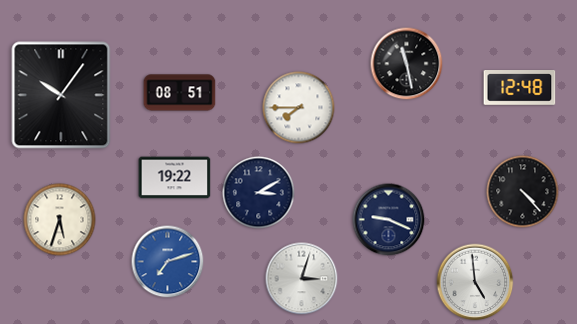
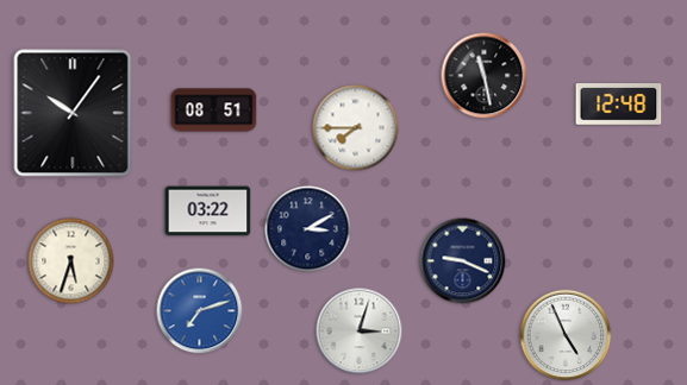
clock at (175, 178): 19:22 -> 03:22
clock at (523, 192): 4:23 -> none
clock at (475, 282): 4:59 -> 4:56
